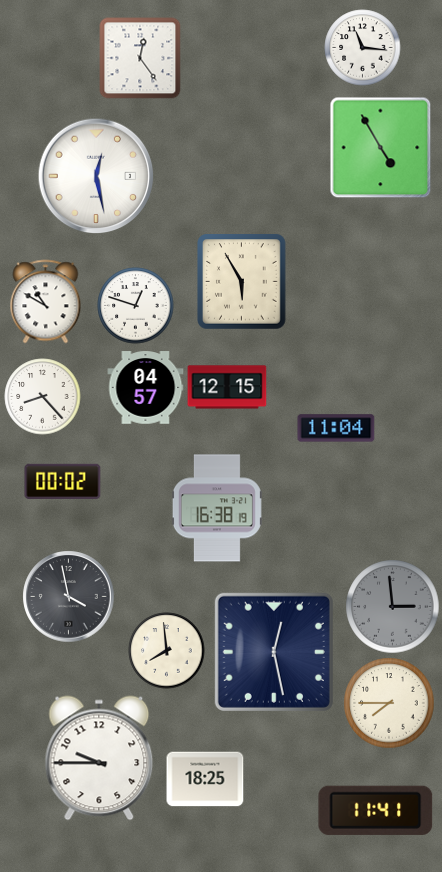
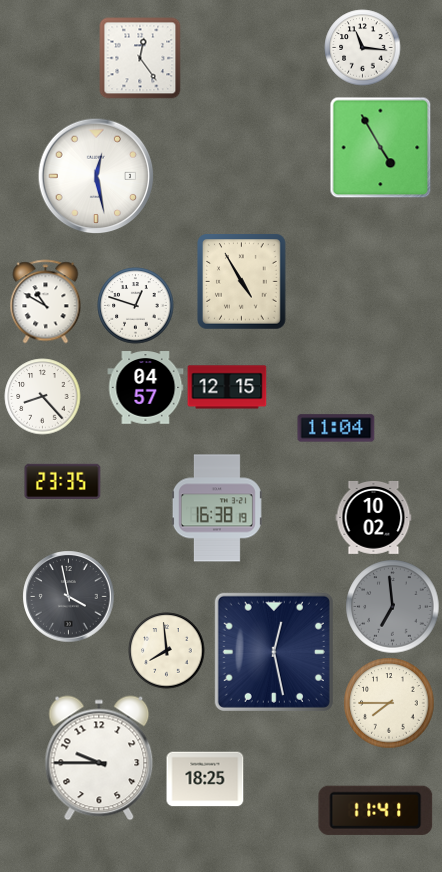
clock at (242, 282): 5:55 -> 4:55
clock at (63, 481): 00:02 -> 23:35
clock at (374, 517): none -> 10:02
clock at (393, 607): 2:59 -> 6:59
